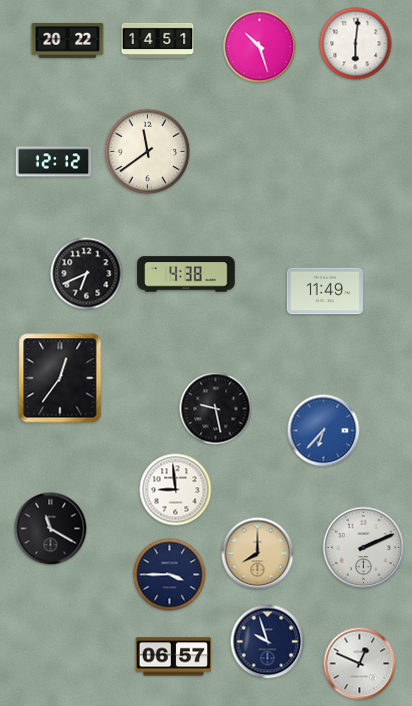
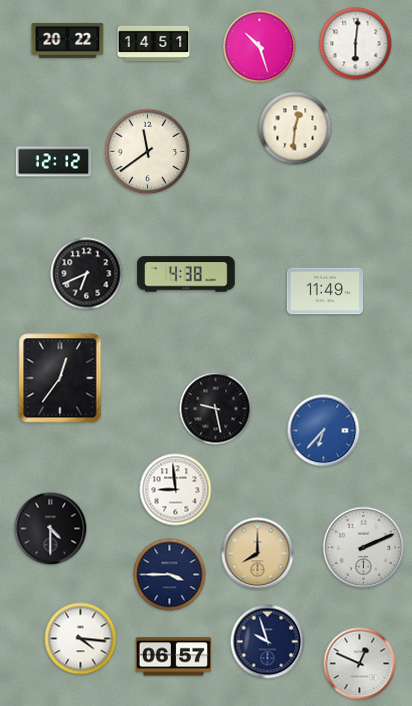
clock at (158, 40) position: (158, 40) -> (154, 43)
clock at (295, 128): none -> 12:31
clock at (51, 529): 11:20 -> 4:30
clock at (81, 639): none -> 4:16
